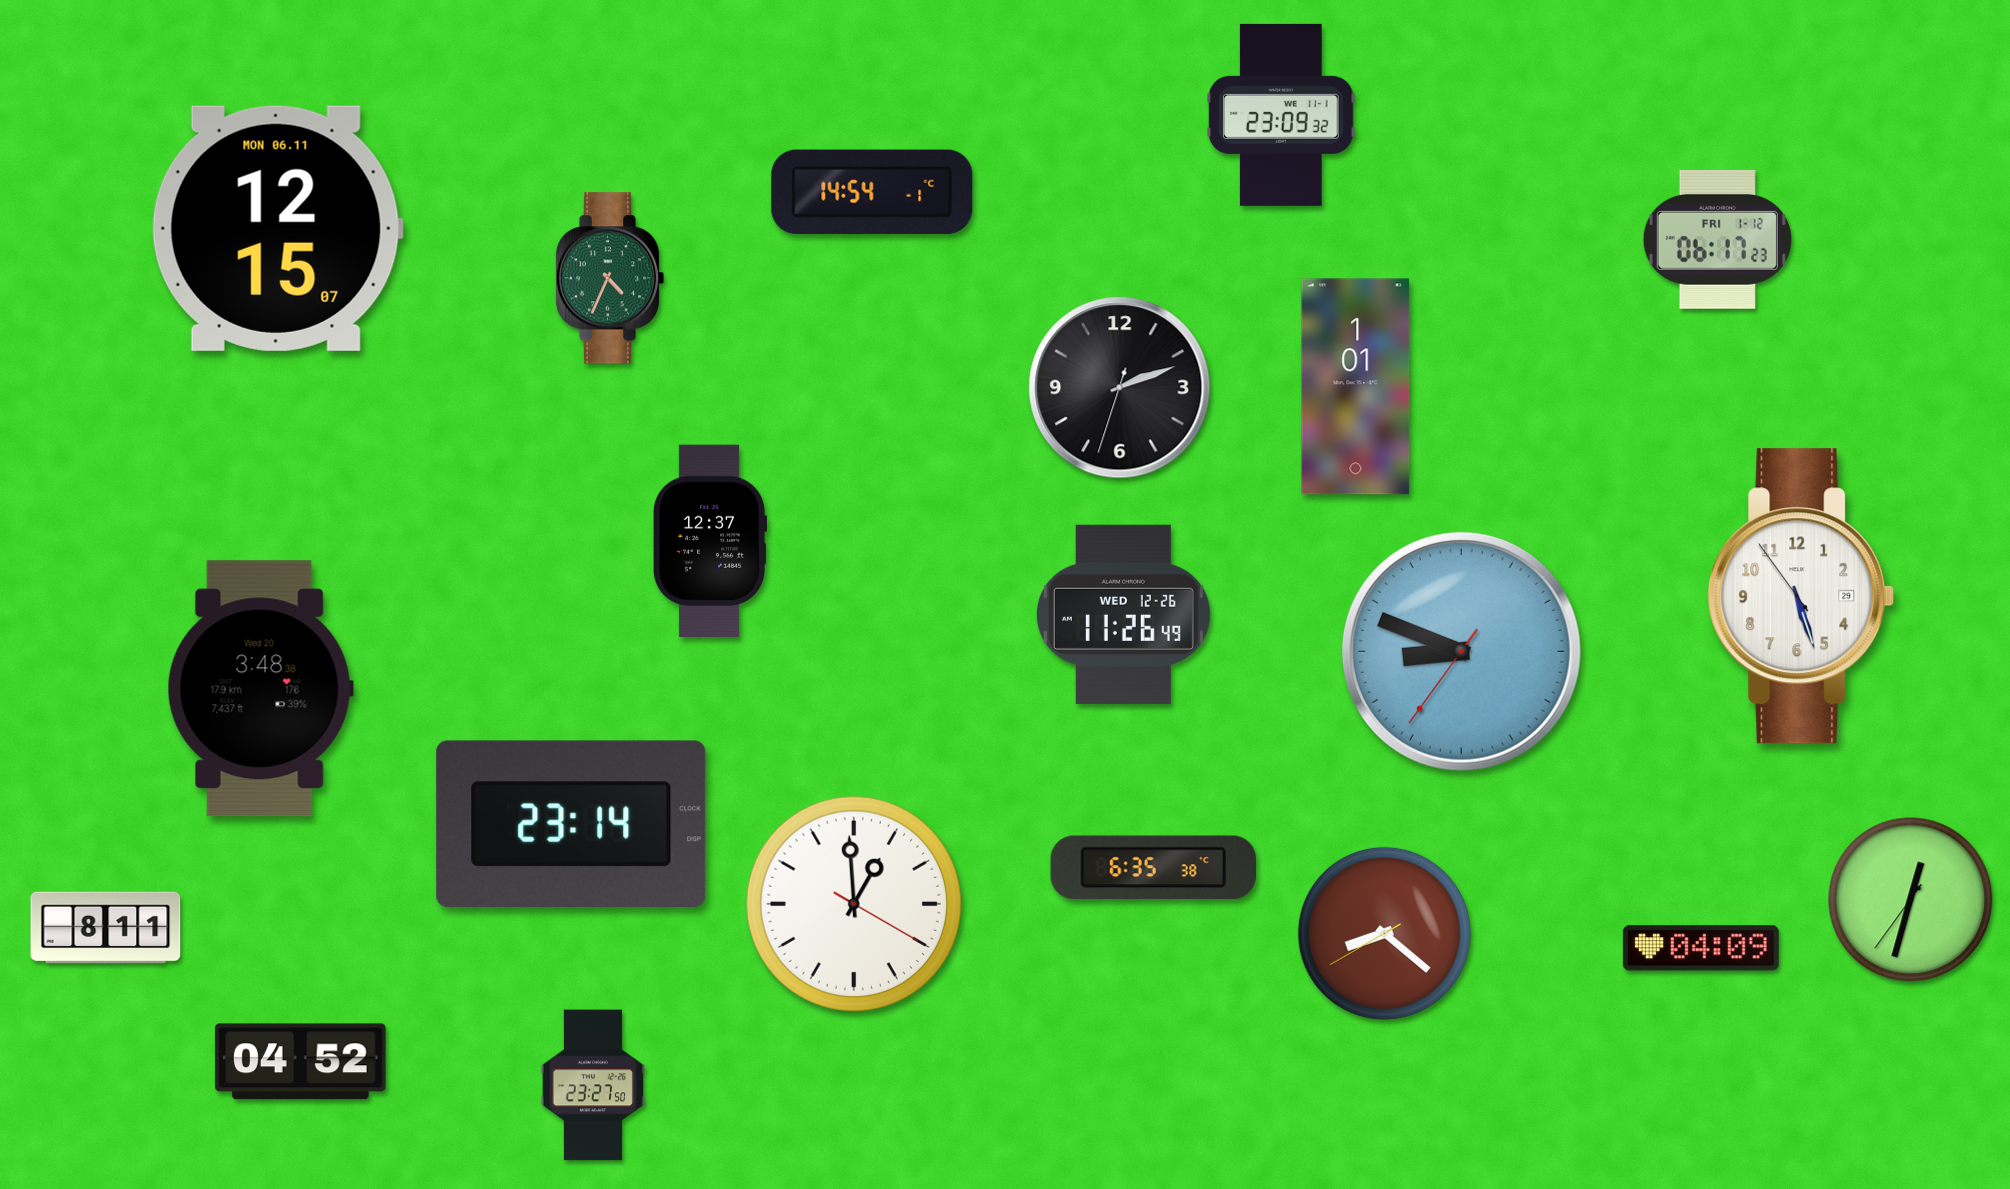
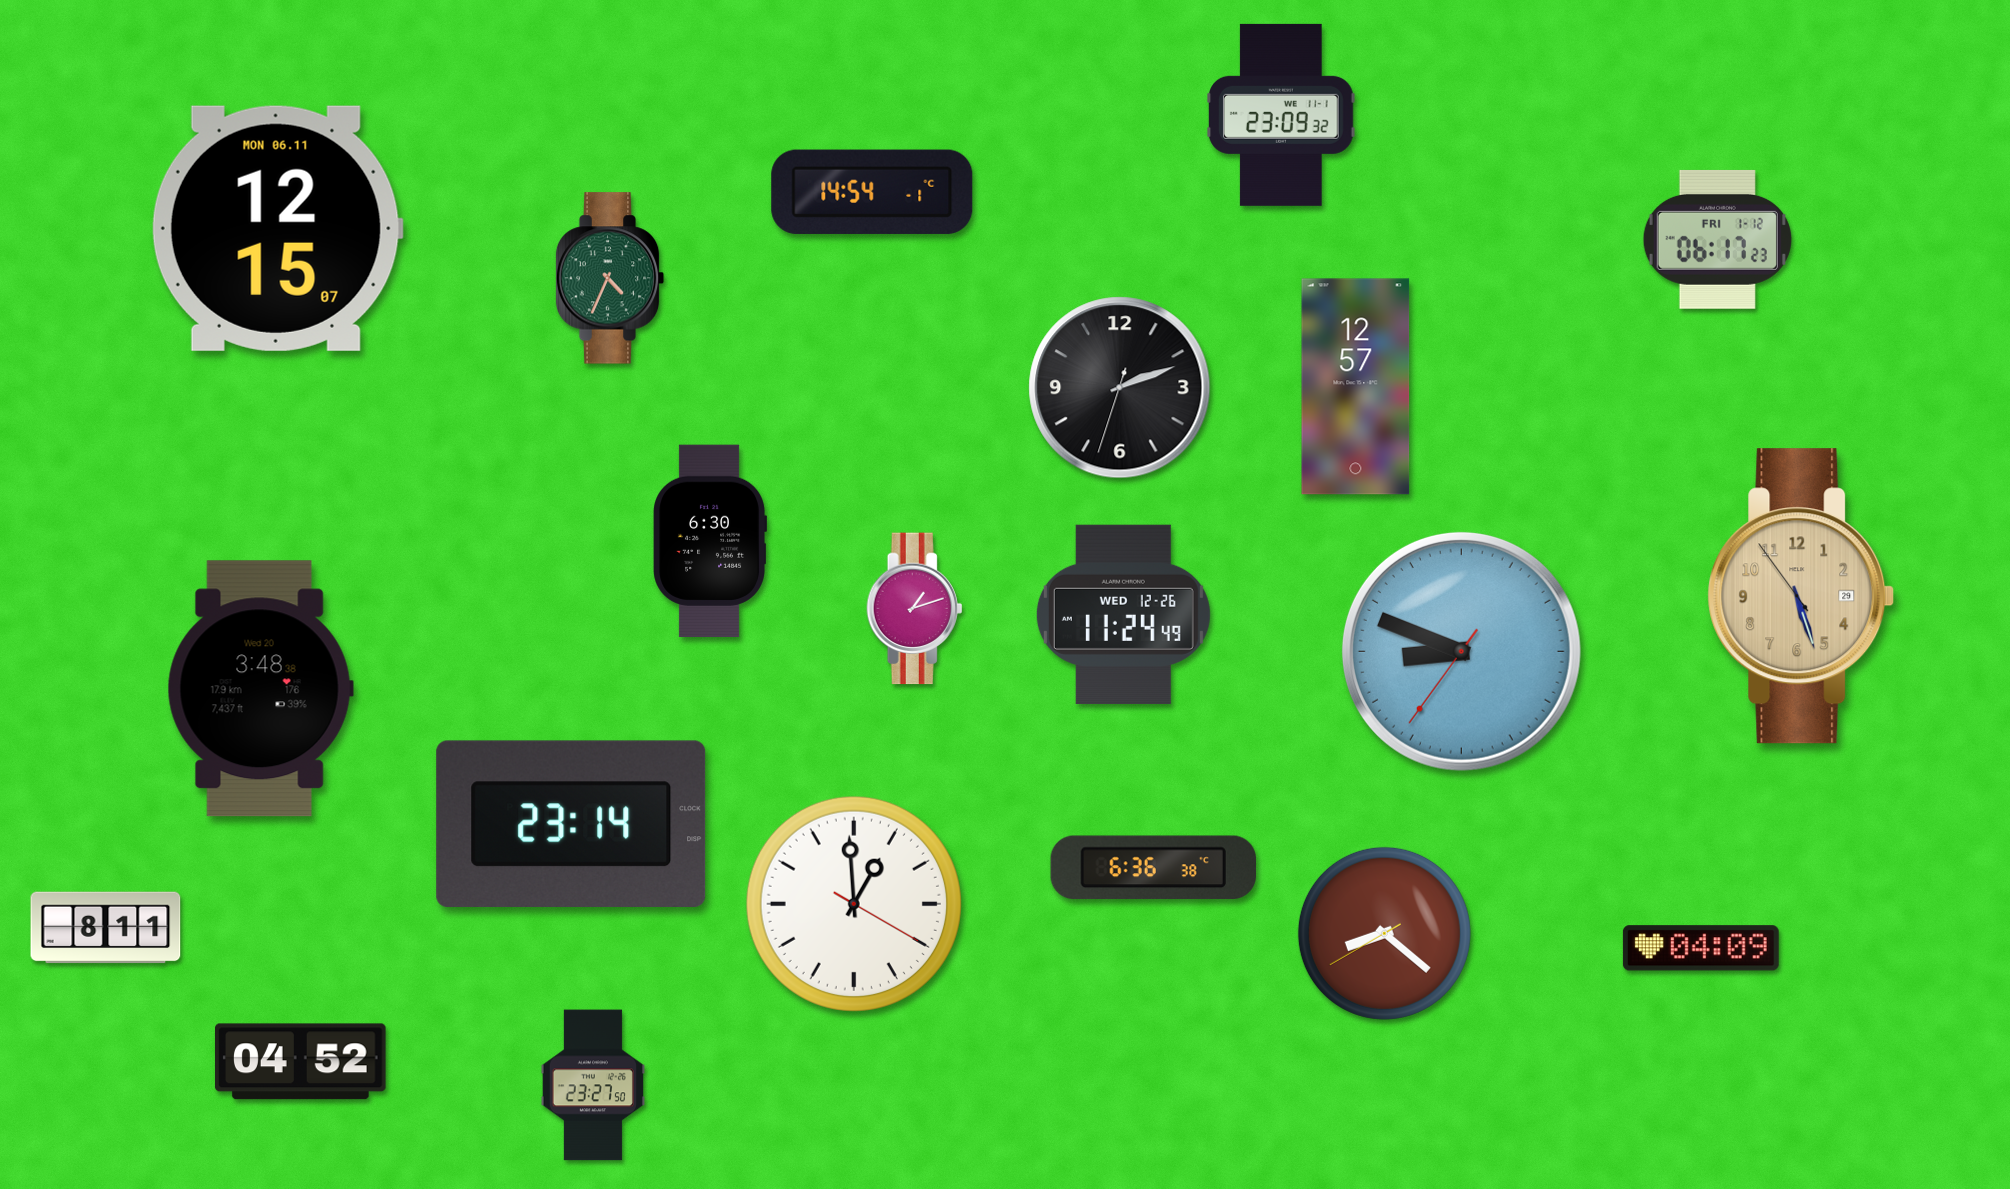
clock at (1356, 387): 1:01 -> 12:57
clock at (709, 540): 12:37 -> 6:30
clock at (1801, 596) dial: white -> champagne
clock at (915, 609): none -> 1:12
clock at (1123, 614): 11:26 -> 11:24
clock at (1153, 867): 6:35 -> 6:36
clock at (1911, 900): 12:32 -> none
